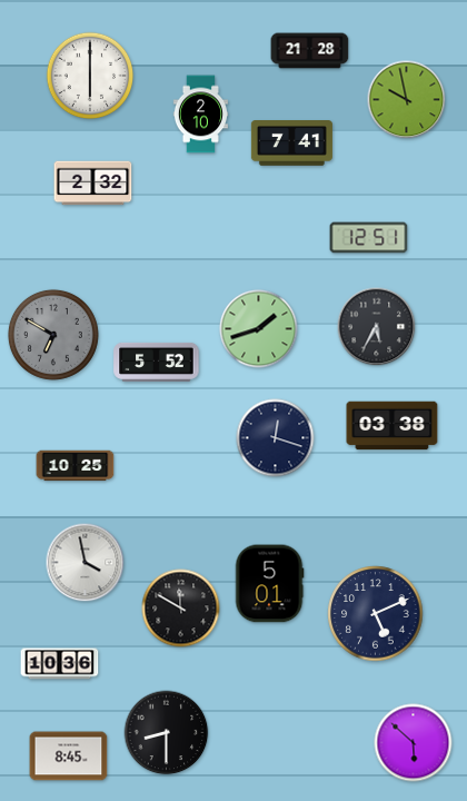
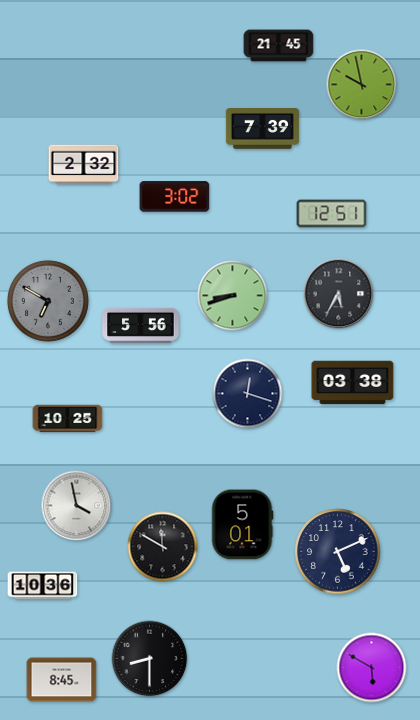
clock at (310, 51): 21:28 -> 21:45
clock at (90, 76): 6:00 -> none
clock at (407, 100) position: (407, 100) -> (362, 85)
clock at (200, 115): 2:10 -> none
clock at (291, 144): 7:41 -> 7:39
clock at (175, 197): none -> 3:02
clock at (259, 329): 1:42 -> 8:42
clock at (157, 362): 5:52 -> 5:56
clock at (60, 664) position: (60, 664) -> (43, 586)
clock at (414, 743): 5:52 -> 5:50
